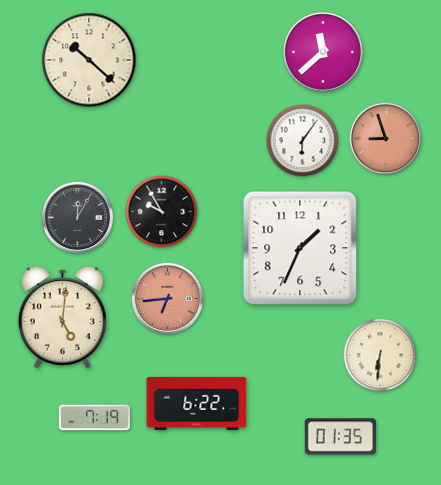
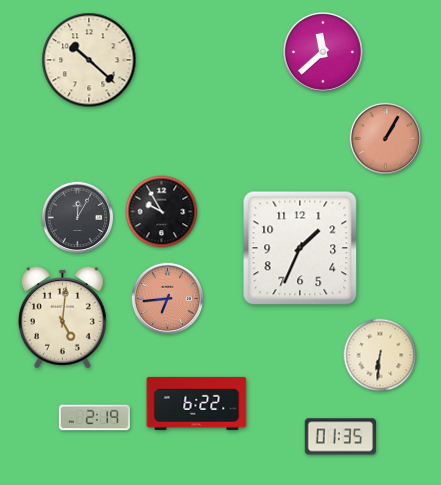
clock at (386, 139): 8:57 -> 1:05
clock at (303, 141): 6:06 -> none
clock at (95, 418): 7:19 -> 2:19
